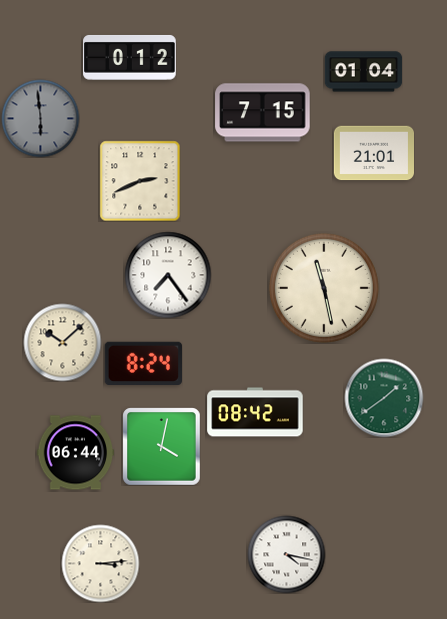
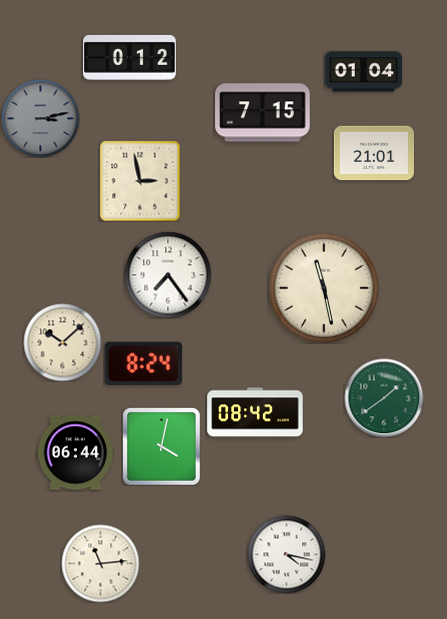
clock at (40, 118): 5:59 -> 3:13
clock at (140, 181): 2:41 -> 2:58
clock at (100, 563): 3:14 -> 11:14
